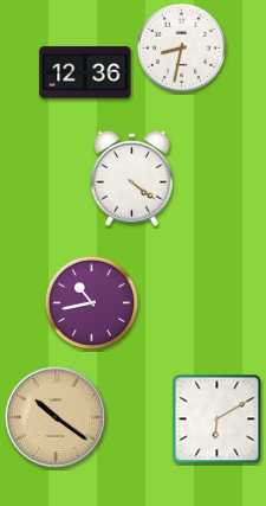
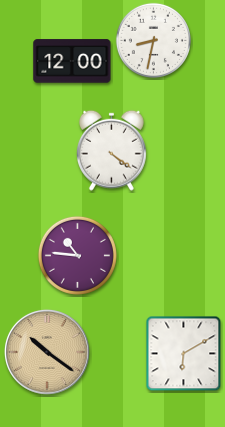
clock at (85, 72): 12:36 -> 12:00
clock at (91, 302): 10:43 -> 10:46
